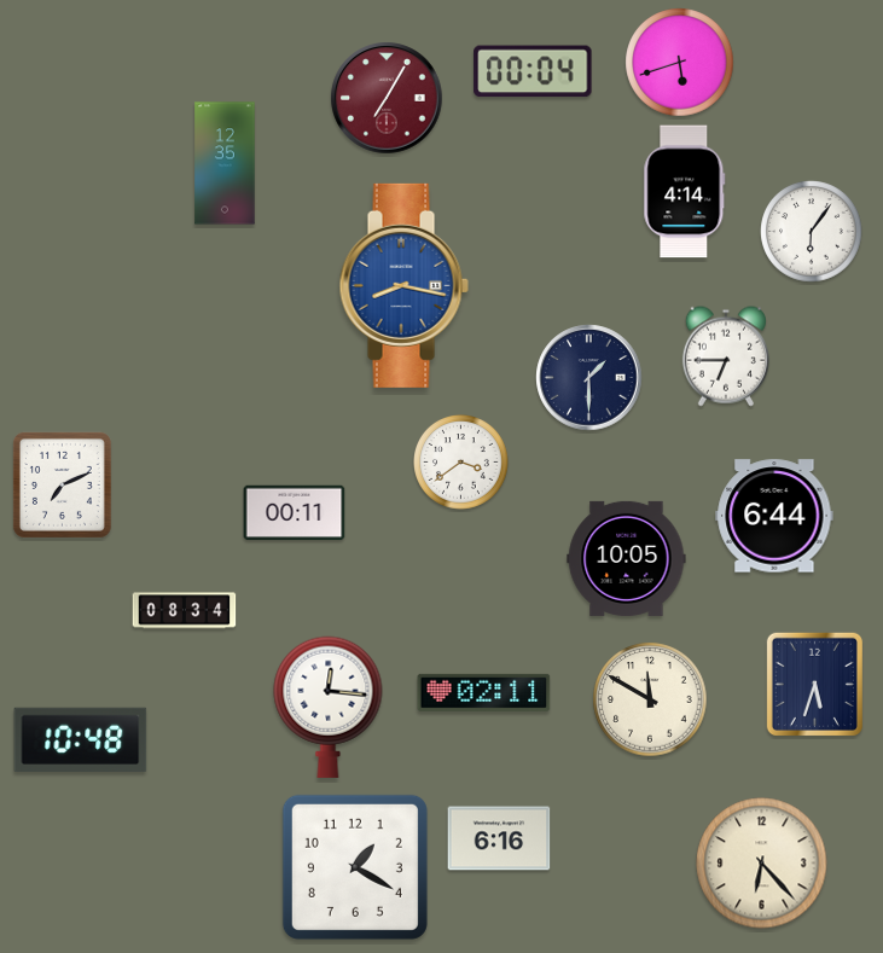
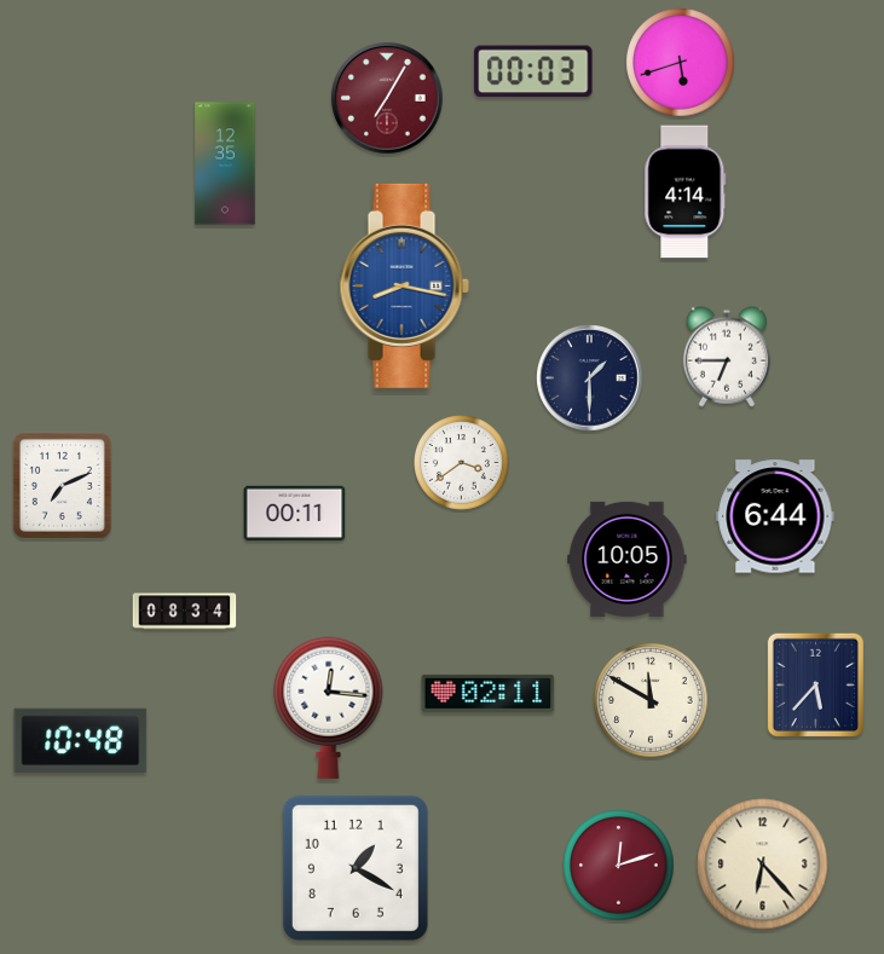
clock at (533, 71): 00:04 -> 00:03
clock at (812, 232): 6:06 -> none
clock at (814, 684): 5:33 -> 5:37
clock at (484, 692) position: (484, 692) -> (489, 693)
clock at (499, 838): 6:16 -> none
clock at (619, 866): none -> 12:12
